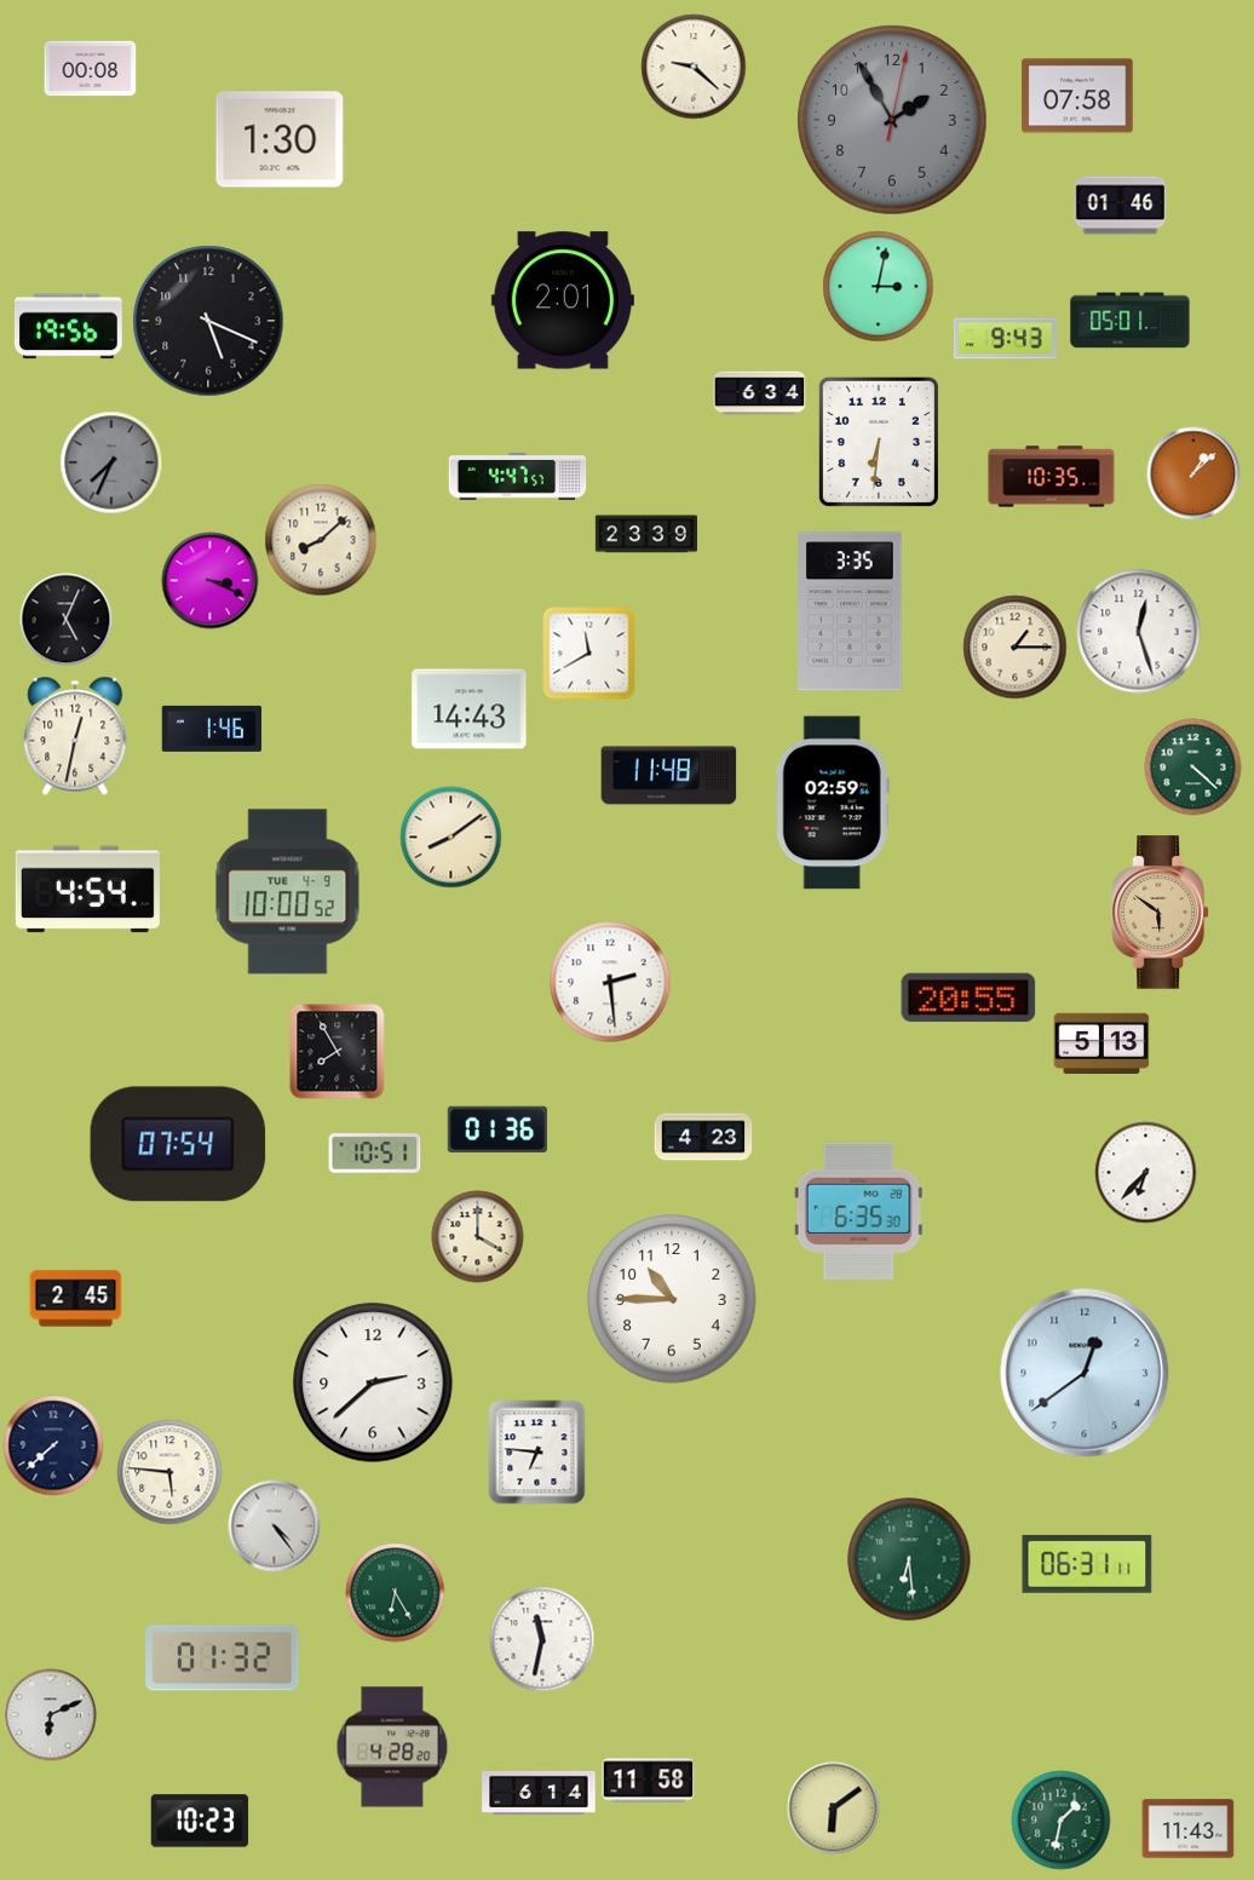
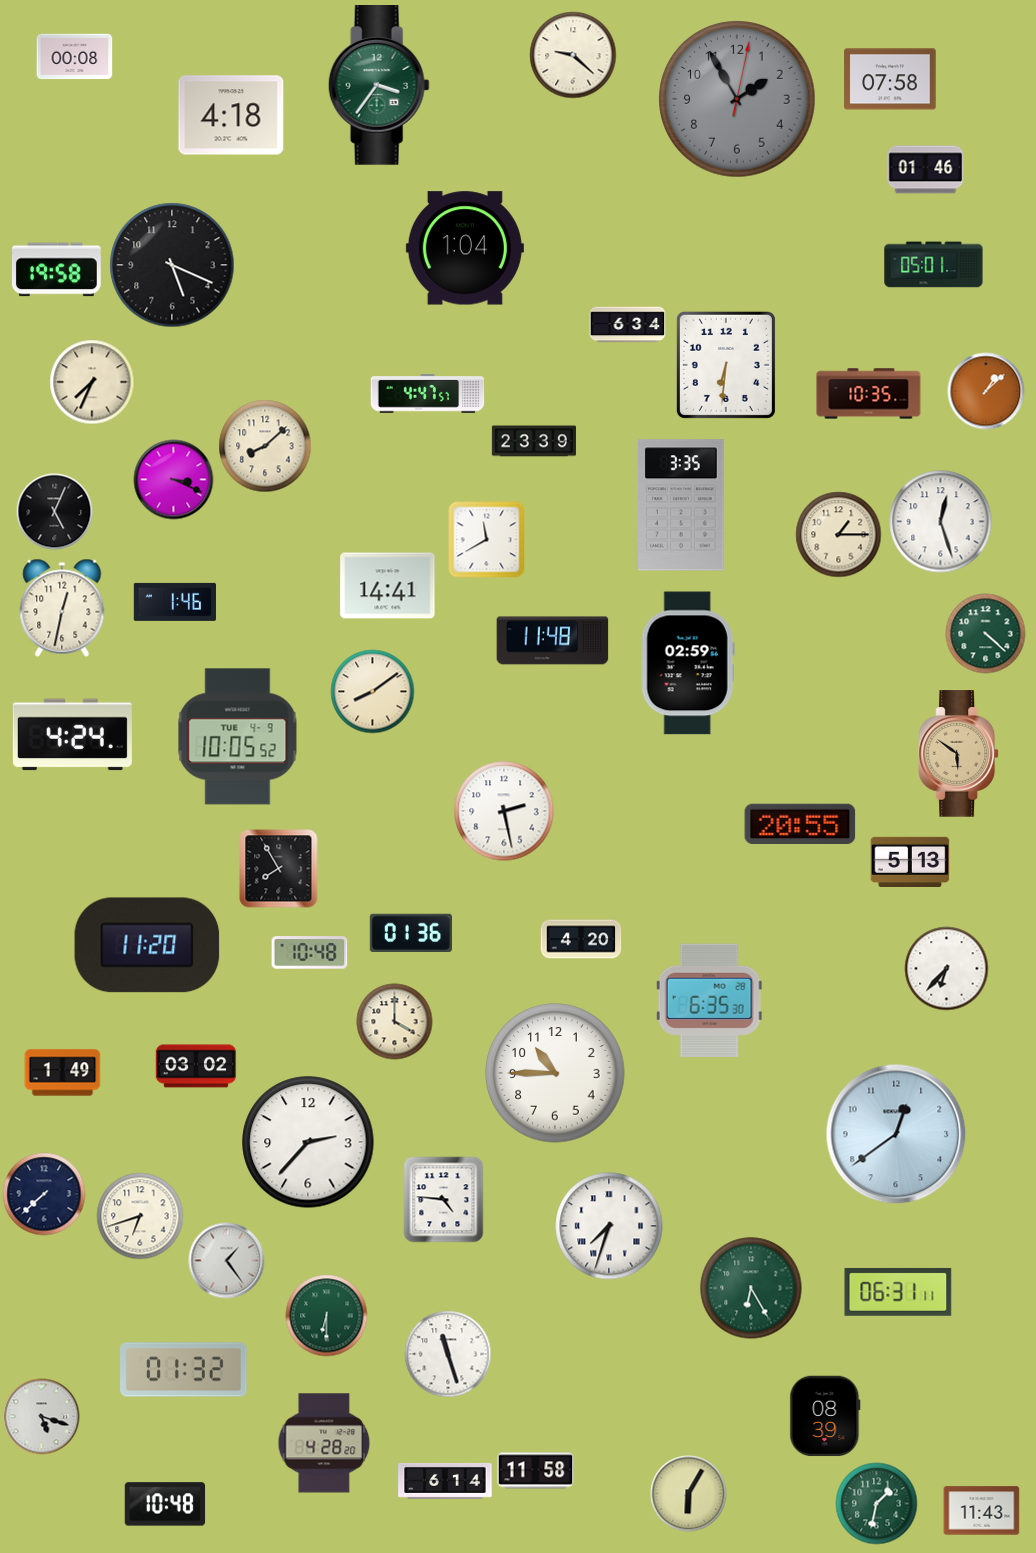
clock at (379, 86): none -> 3:36
clock at (280, 139): 1:30 -> 4:18
clock at (879, 287): 3:02 -> none
clock at (563, 300): 2:01 -> 1:04
clock at (68, 327): 19:56 -> 19:58
clock at (1005, 339): 9:43 -> none
clock at (111, 462) dial: grey -> cream
clock at (850, 611) position: (850, 611) -> (681, 505)
clock at (470, 709): 14:43 -> 14:41
clock at (87, 890): 4:54 -> 4:24
clock at (288, 892): 10:00 -> 10:05
clock at (610, 982): 2:29 -> 2:28
clock at (703, 1137): 4:23 -> 4:20
clock at (178, 1144): 07:54 -> 11:20
clock at (375, 1154): 10:51 -> 10:48
clock at (196, 1066): none -> 03:02
clock at (76, 1299): 2:45 -> 1:49
clock at (373, 1382): 2:38 -> 2:37
clock at (537, 1453): 6:46 -> 4:46
clock at (169, 1472): 5:46 -> 6:42
clock at (609, 1226): none -> 7:33
clock at (275, 1527): 4:24 -> 1:24
clock at (909, 1559): 6:29 -> 6:25
clock at (396, 1593): 6:25 -> 6:30
clock at (542, 1639): 11:32 -> 11:27
clock at (825, 1416): none -> 08:39
clock at (51, 1715): 6:11 -> 5:18
clock at (834, 1809): 6:09 -> 6:05
clock at (200, 1821): 10:23 -> 10:48
